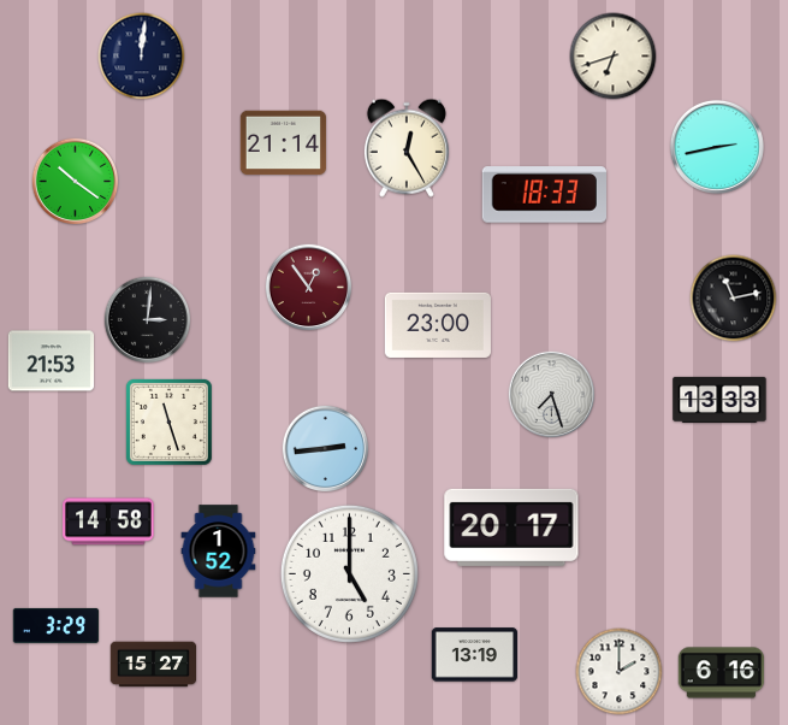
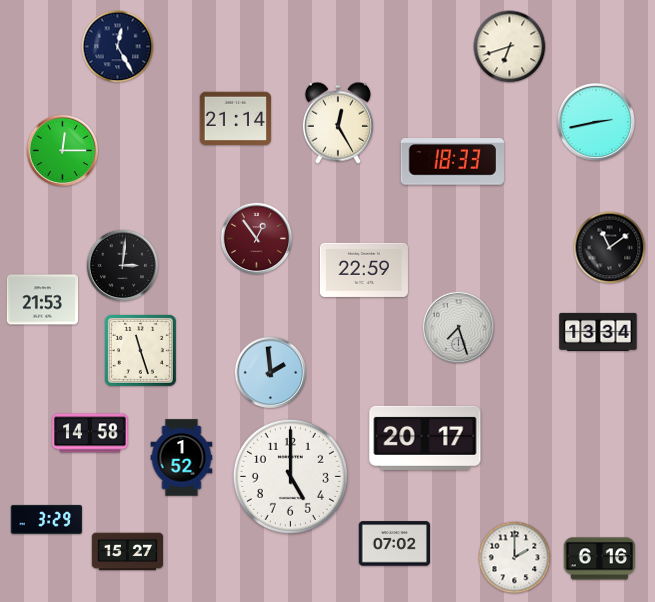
clock at (142, 57): 12:01 -> 12:25
clock at (76, 182): 10:21 -> 12:15
clock at (734, 299): 11:13 -> 11:09
clock at (438, 325): 23:00 -> 22:59
clock at (719, 400): 13:33 -> 13:34
clock at (326, 449): 2:44 -> 1:59
clock at (475, 655): 13:19 -> 07:02
